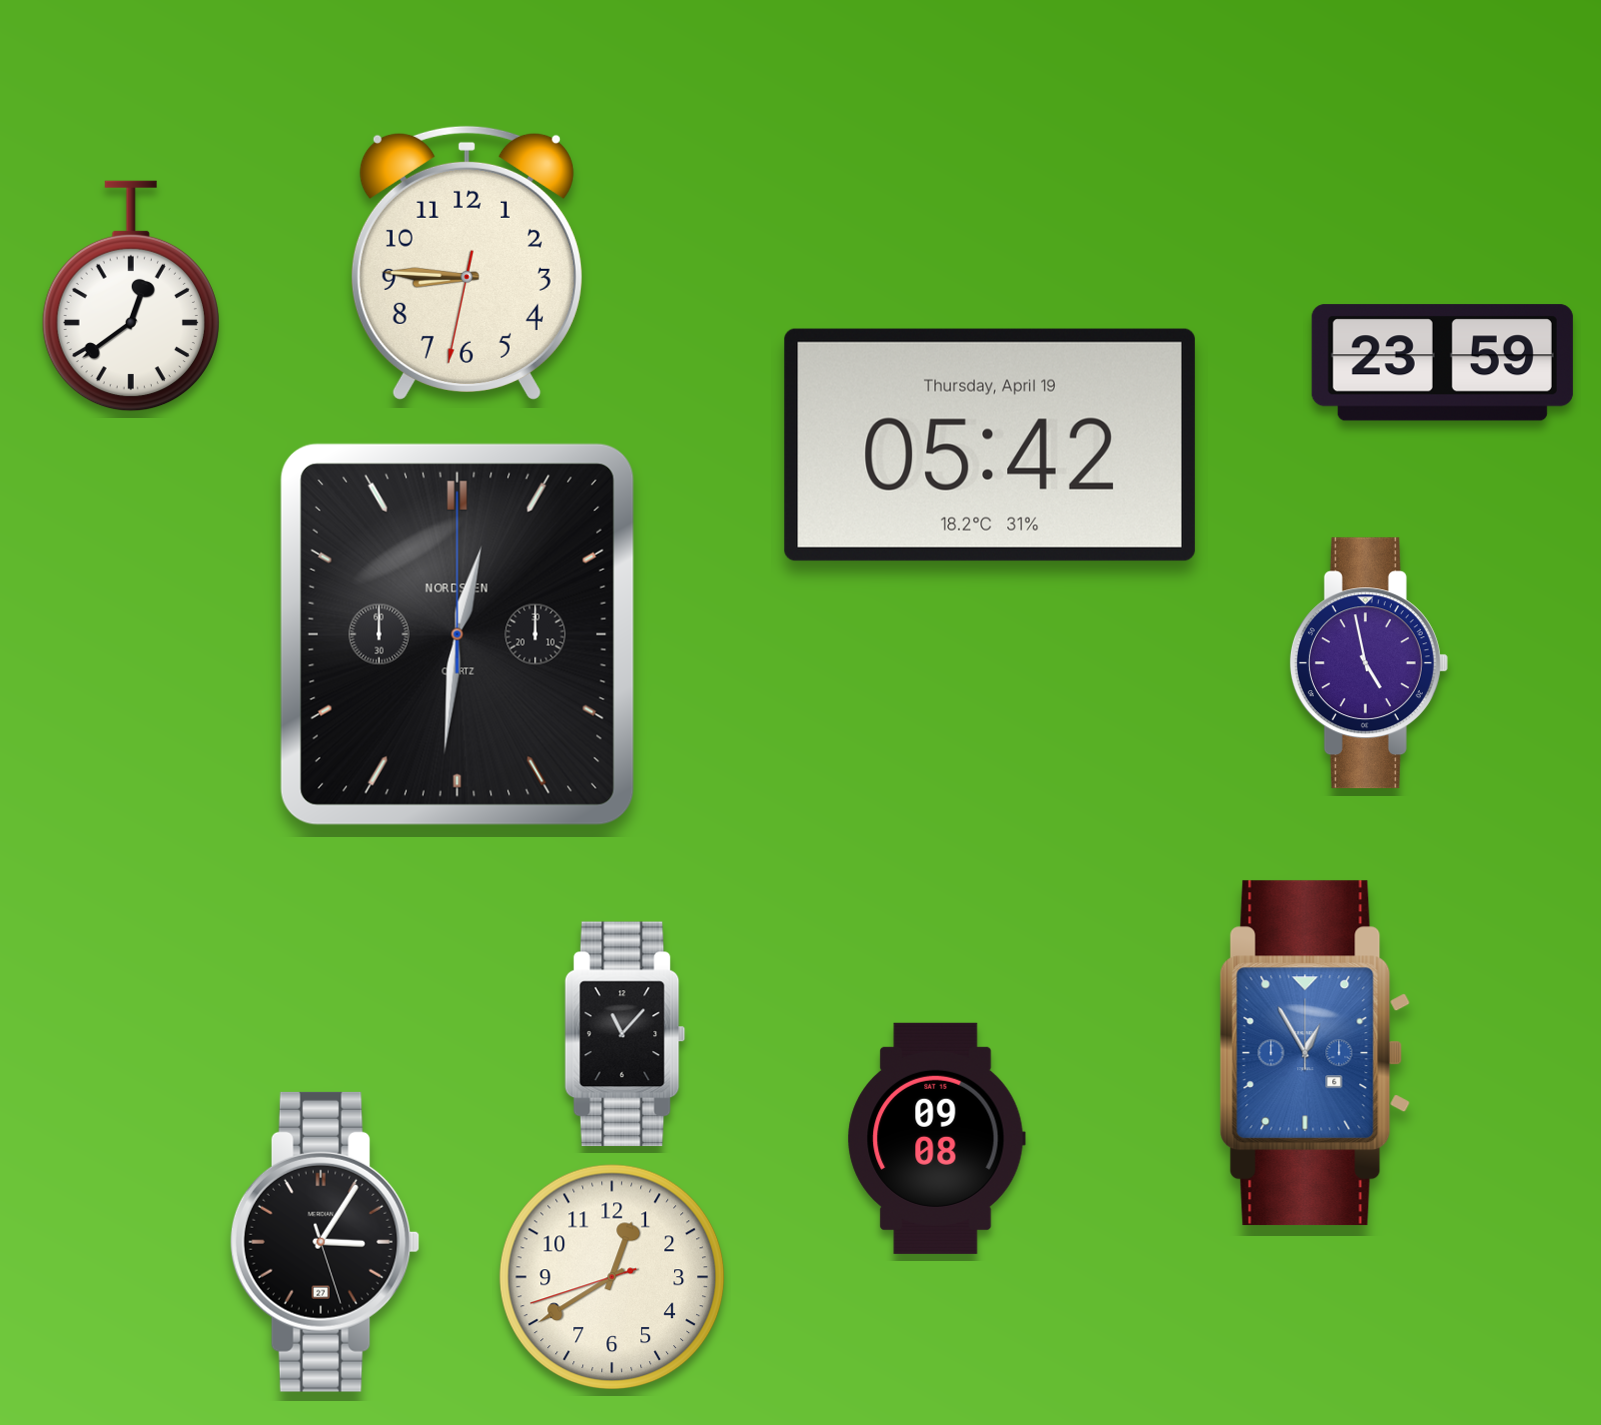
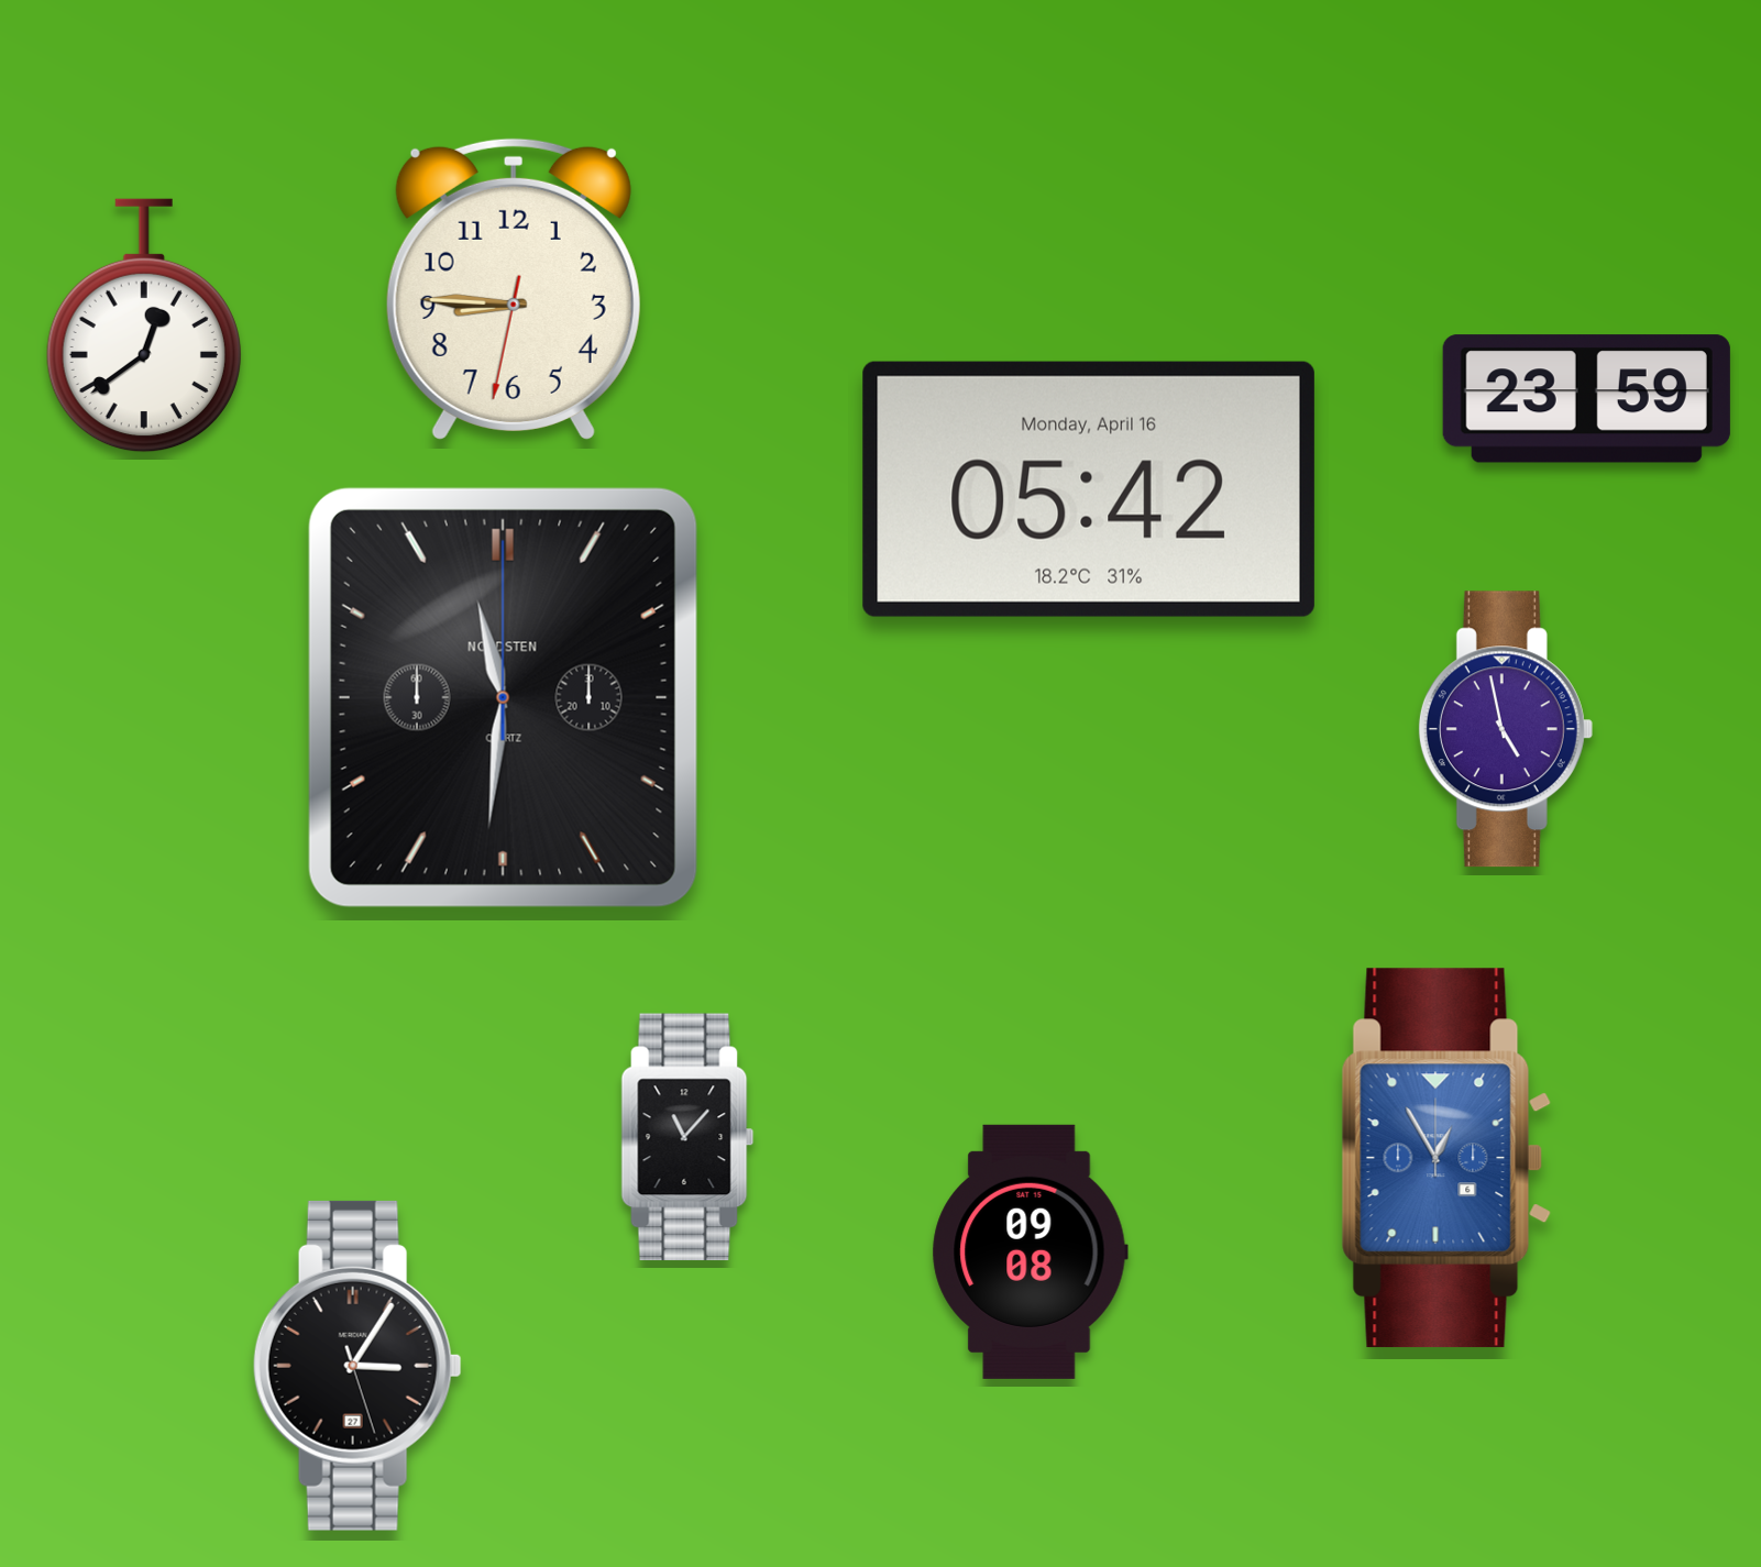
clock at (990, 445) date: Thursday, April 19 -> Monday, April 16
clock at (457, 634): 12:31 -> 11:31
clock at (612, 1277): 12:39 -> none
